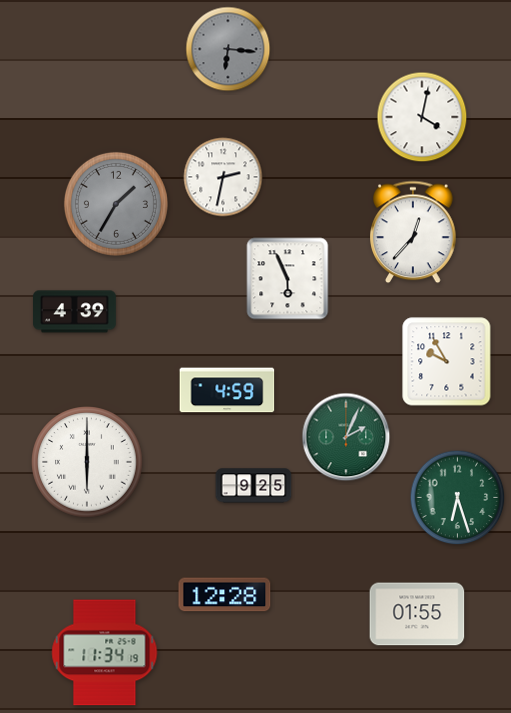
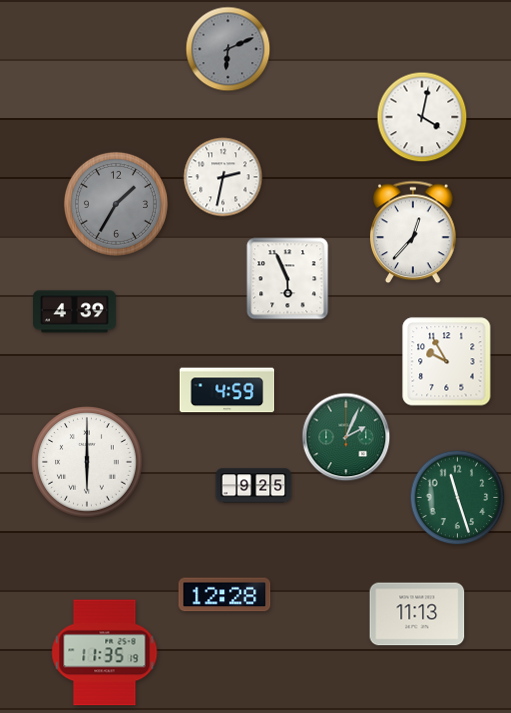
clock at (228, 49): 6:16 -> 6:11
clock at (458, 498): 6:27 -> 11:27
clock at (417, 614): 01:55 -> 11:13
clock at (105, 653): 11:34 -> 11:35
